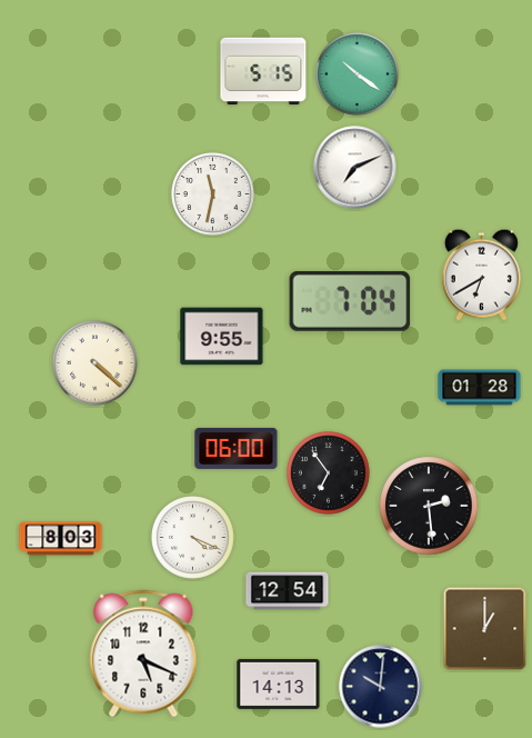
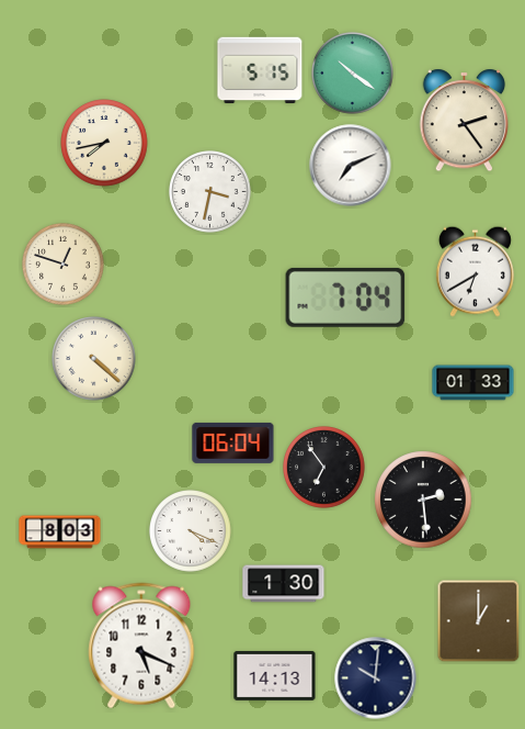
clock at (465, 121): none -> 2:24
clock at (104, 143): none -> 7:43
clock at (213, 195): 11:32 -> 3:32
clock at (64, 265): none -> 12:48
clock at (222, 337): 9:55 -> none
clock at (480, 388): 01:28 -> 01:33
clock at (237, 448): 06:00 -> 06:04
clock at (288, 591): 12:54 -> 1:30
